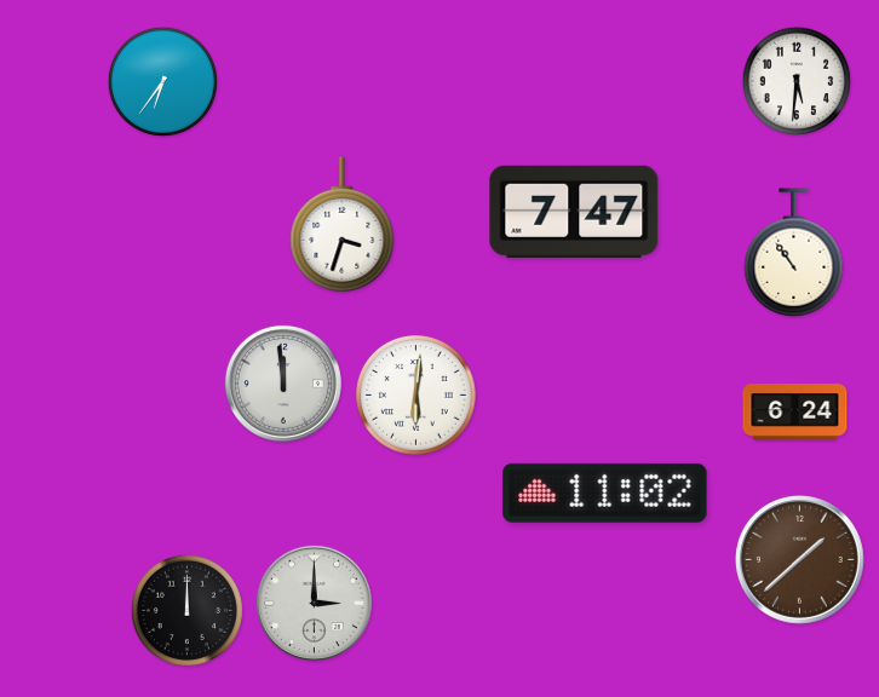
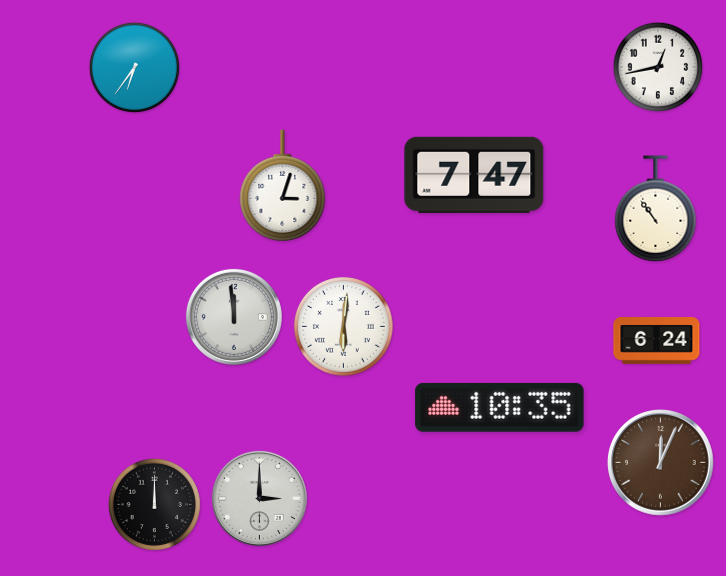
clock at (797, 81): 5:31 -> 12:43
clock at (343, 225): 3:33 -> 3:03
clock at (605, 492): 11:02 -> 10:35
clock at (800, 560): 1:38 -> 12:04
